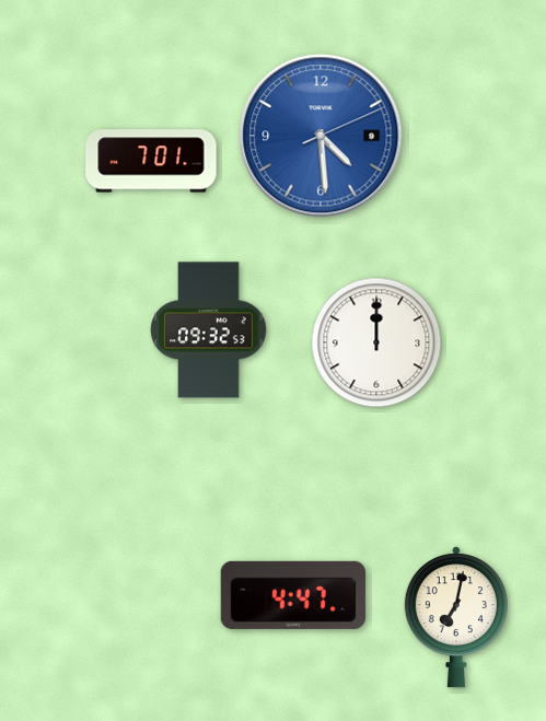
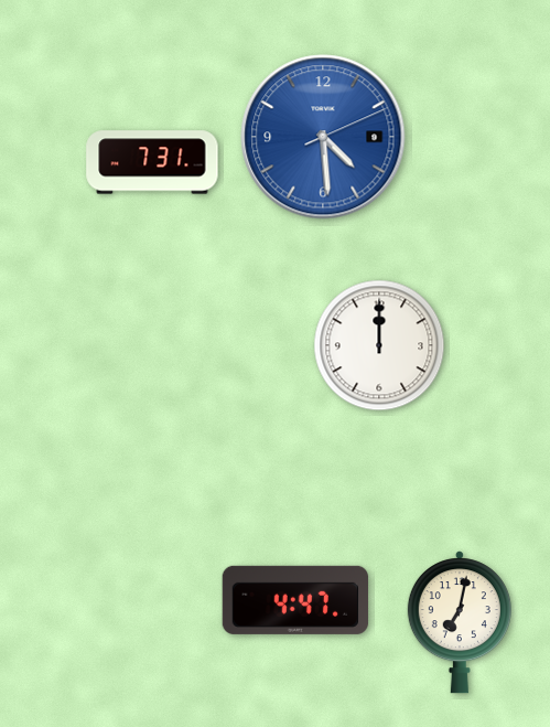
clock at (151, 161): 7:01 -> 7:31
clock at (209, 330): 09:32 -> none
